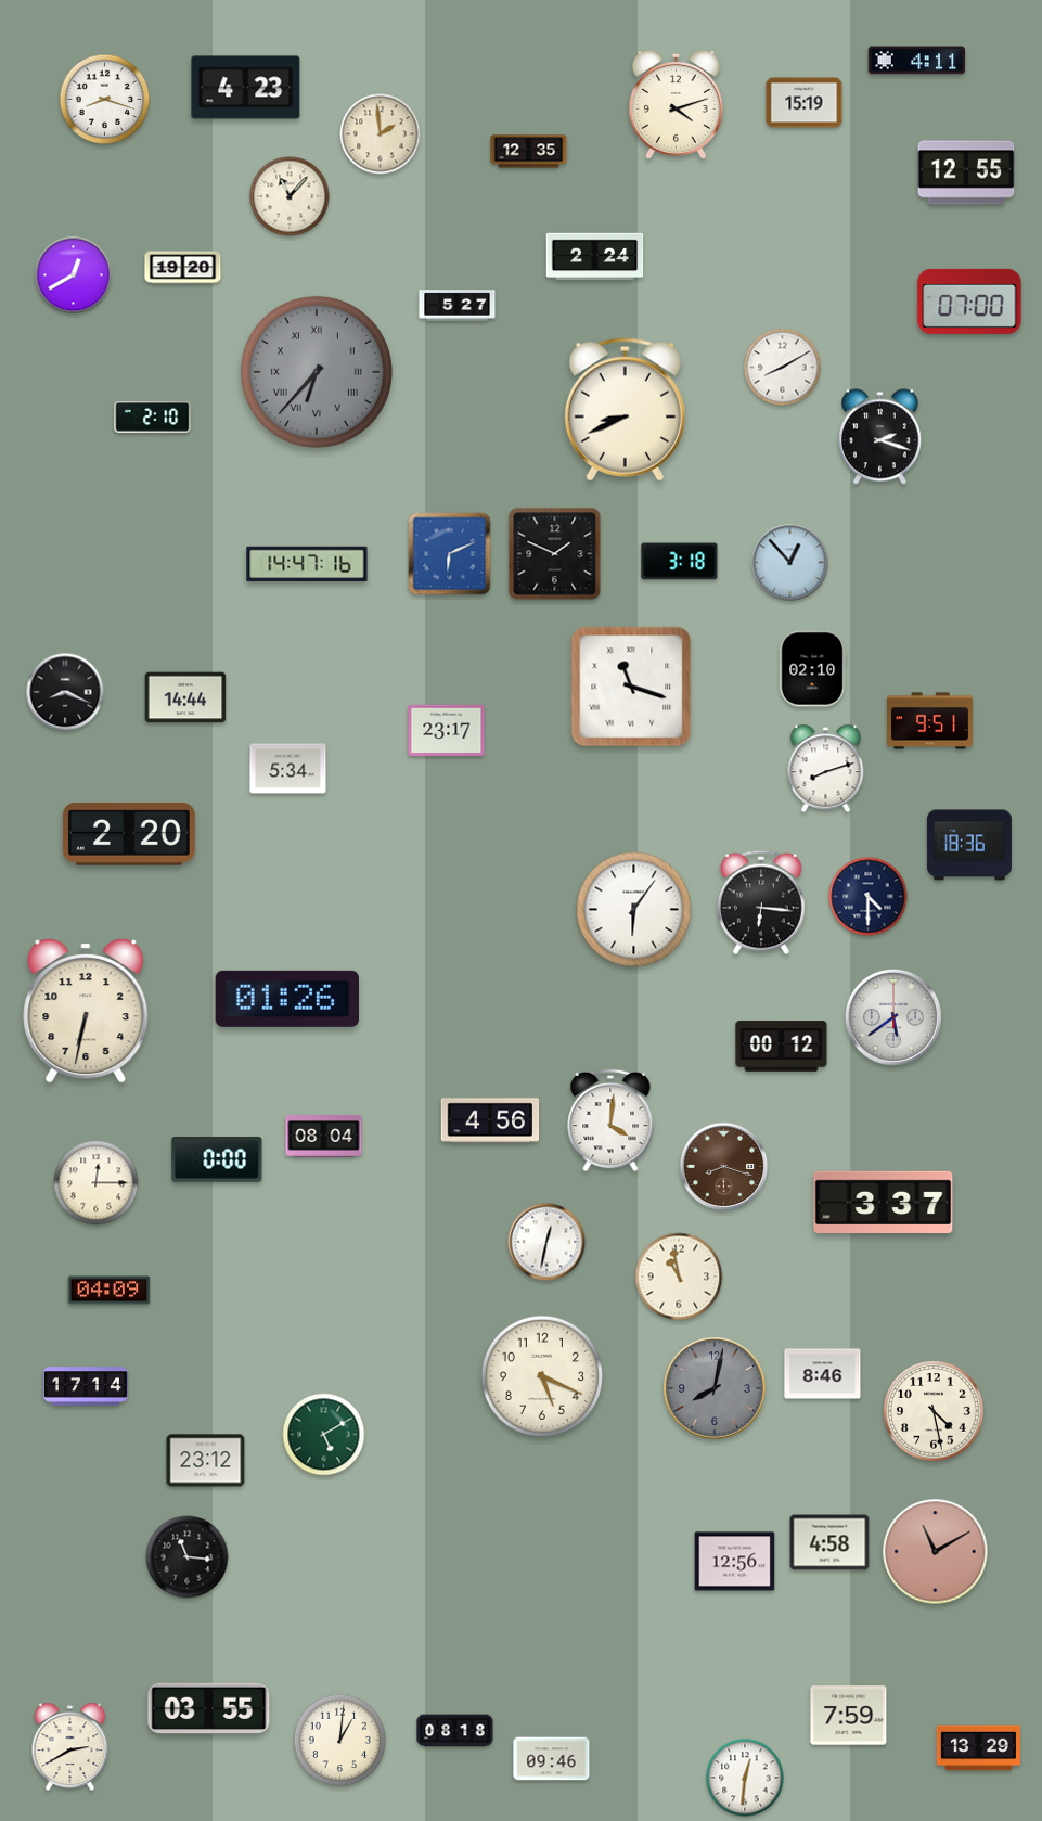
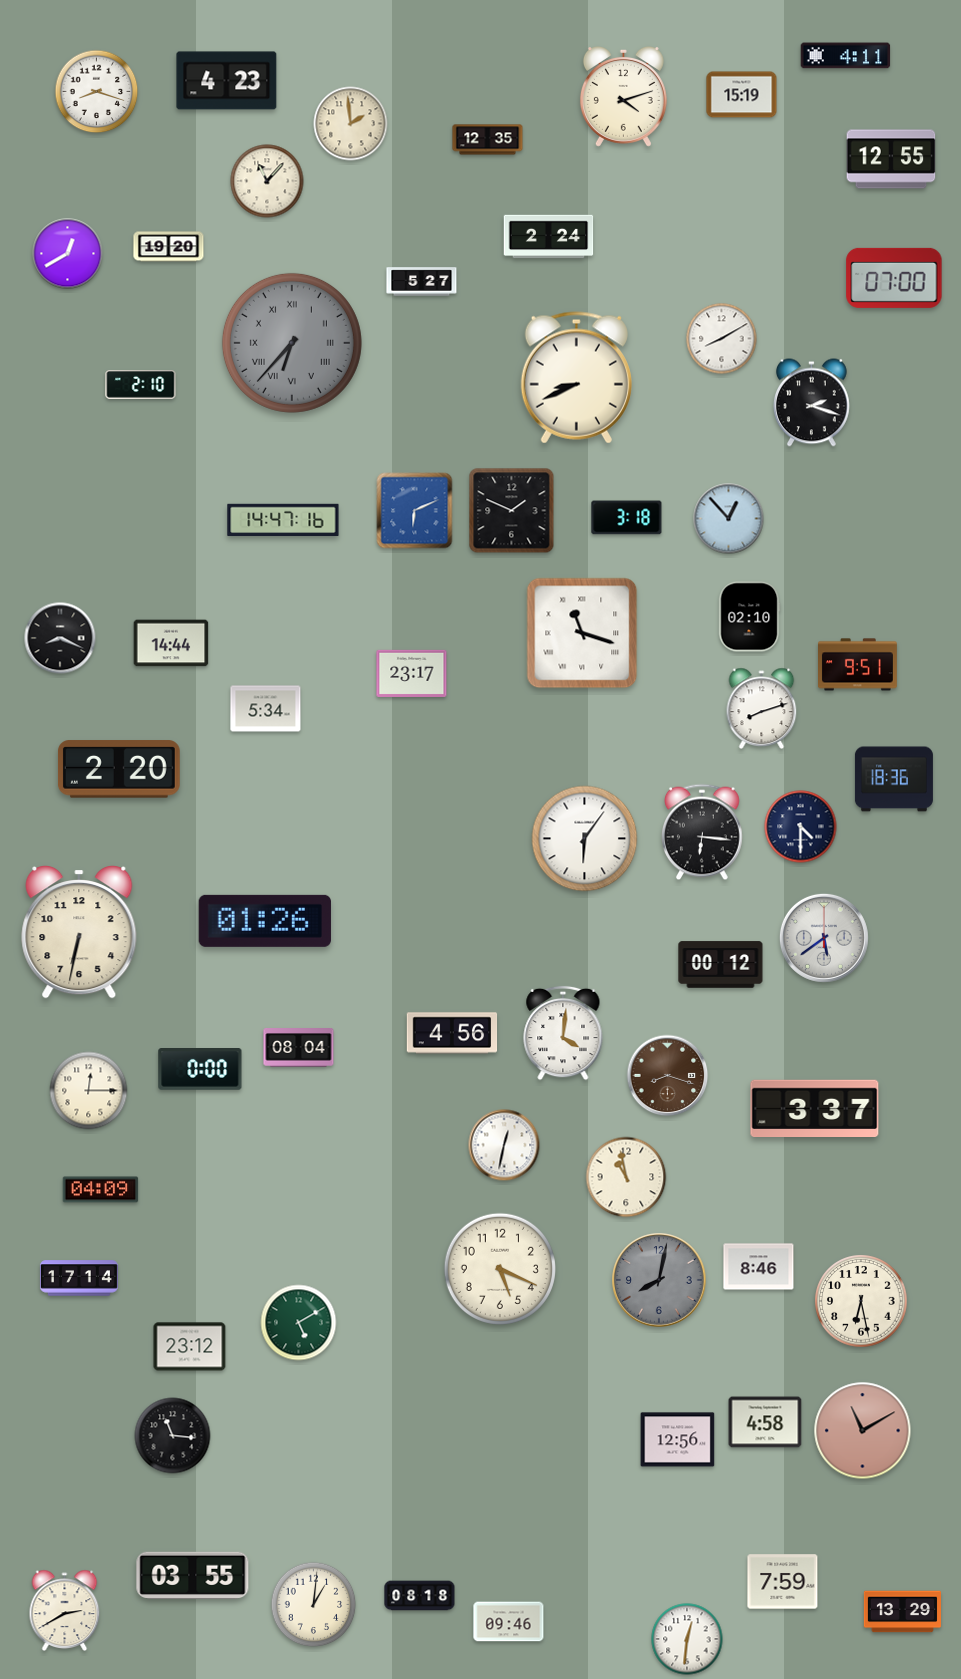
clock at (934, 1411): 4:28 -> 6:28
